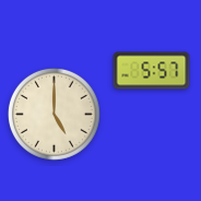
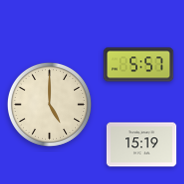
clock at (142, 145): none -> 15:19
